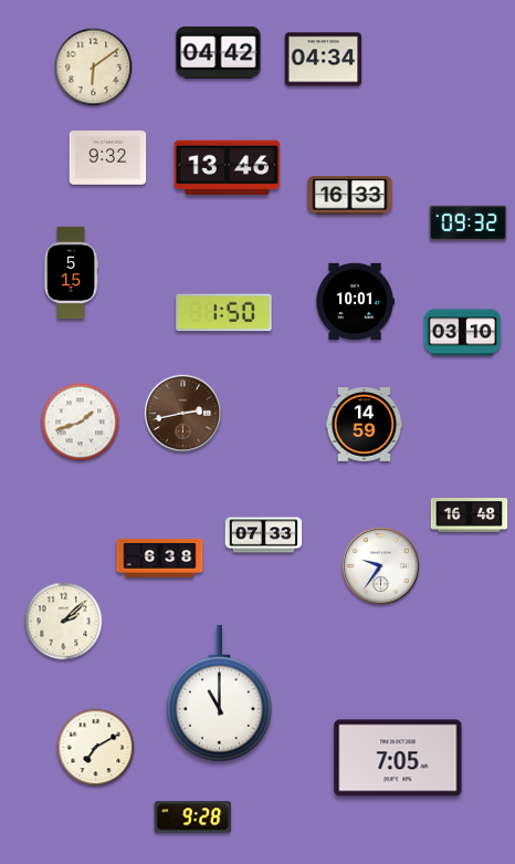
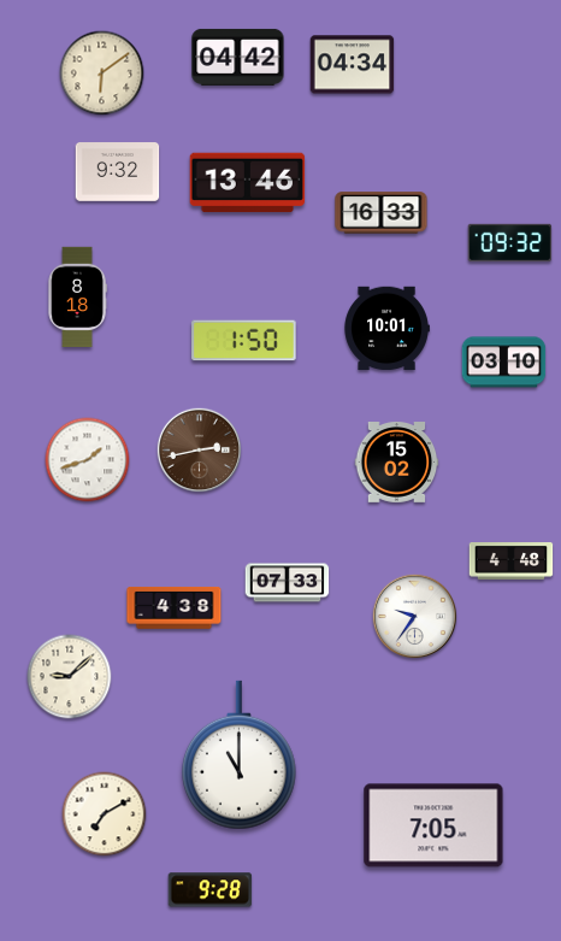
clock at (71, 273): 5:15 -> 8:18
clock at (365, 425): 14:59 -> 15:02
clock at (470, 516): 16:48 -> 4:48
clock at (160, 559): 6:38 -> 4:38
clock at (64, 622): 2:08 -> 9:08
